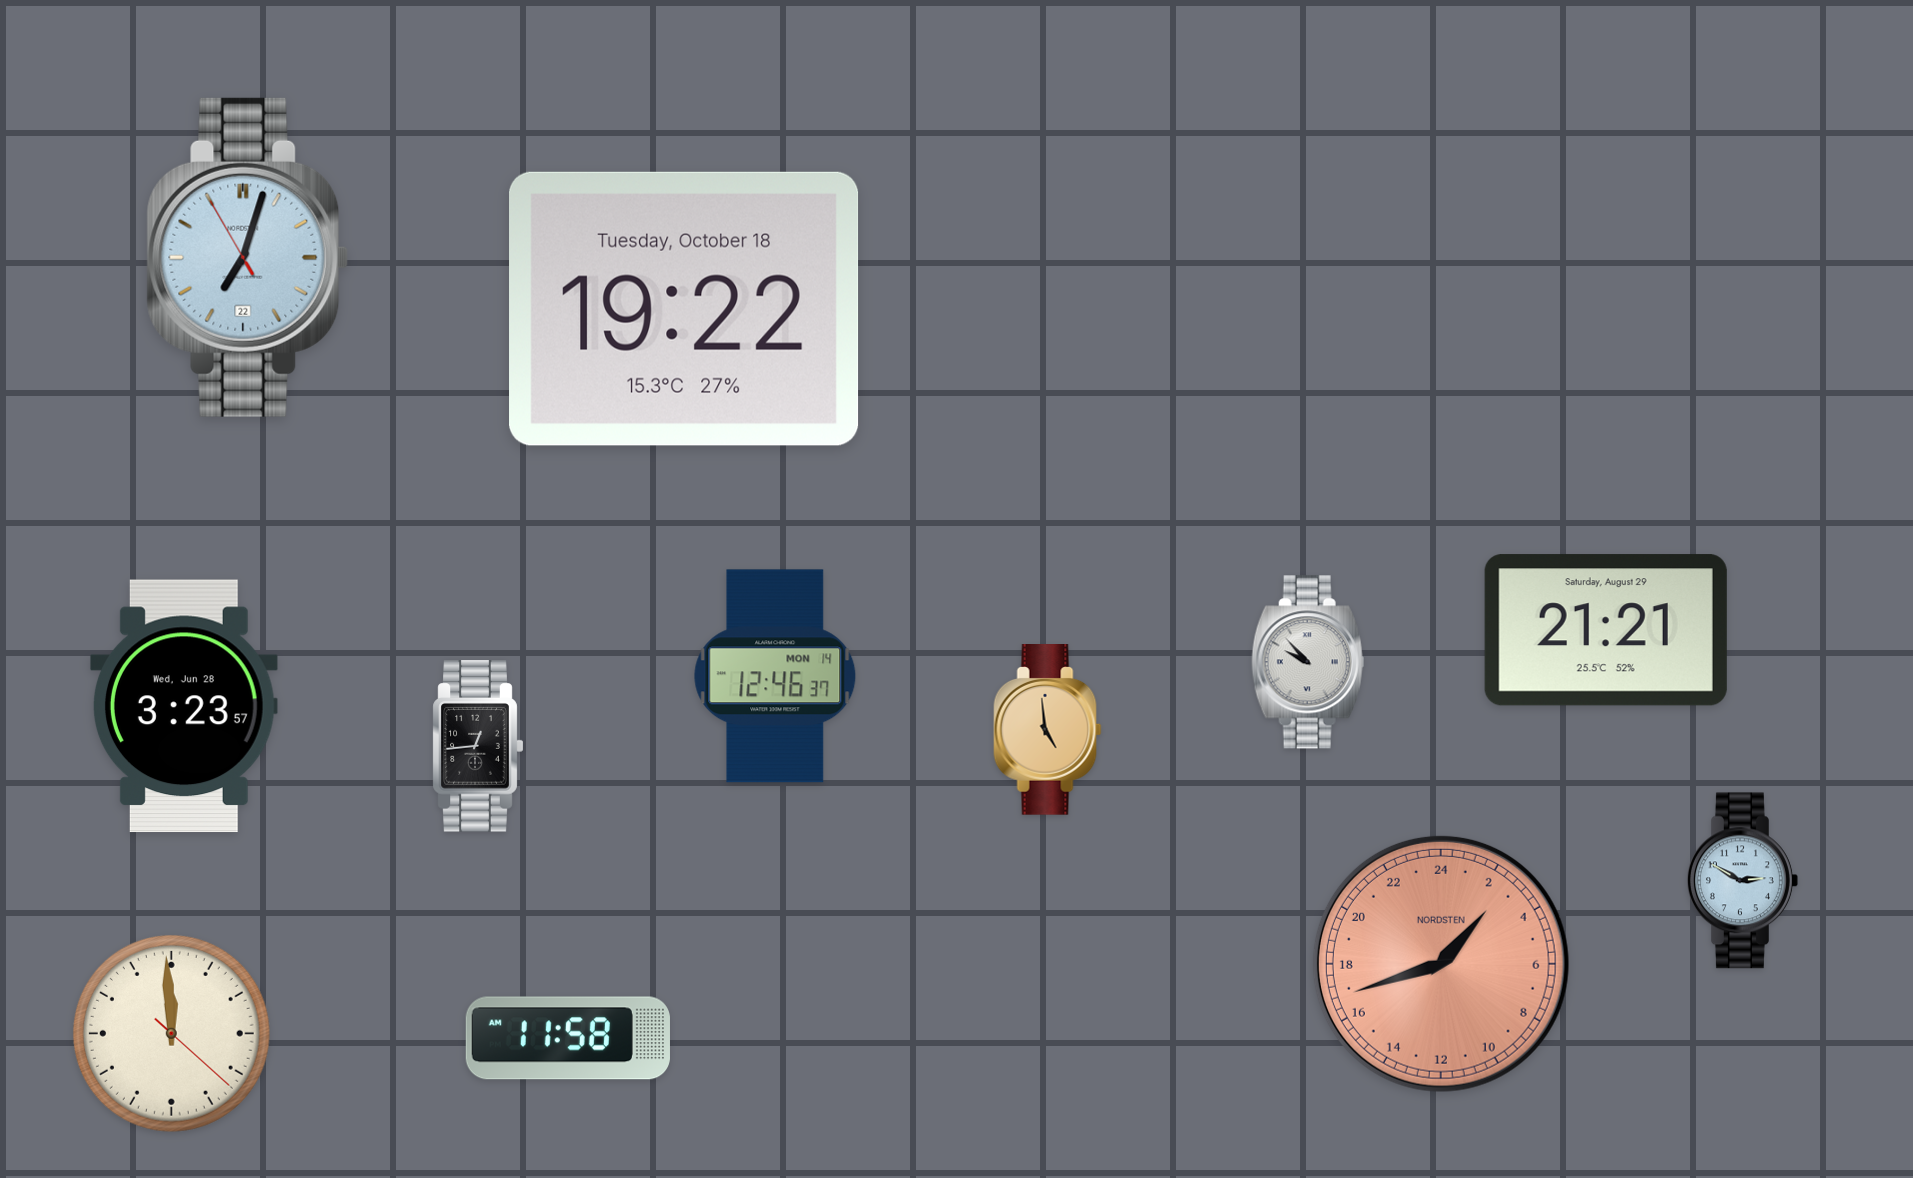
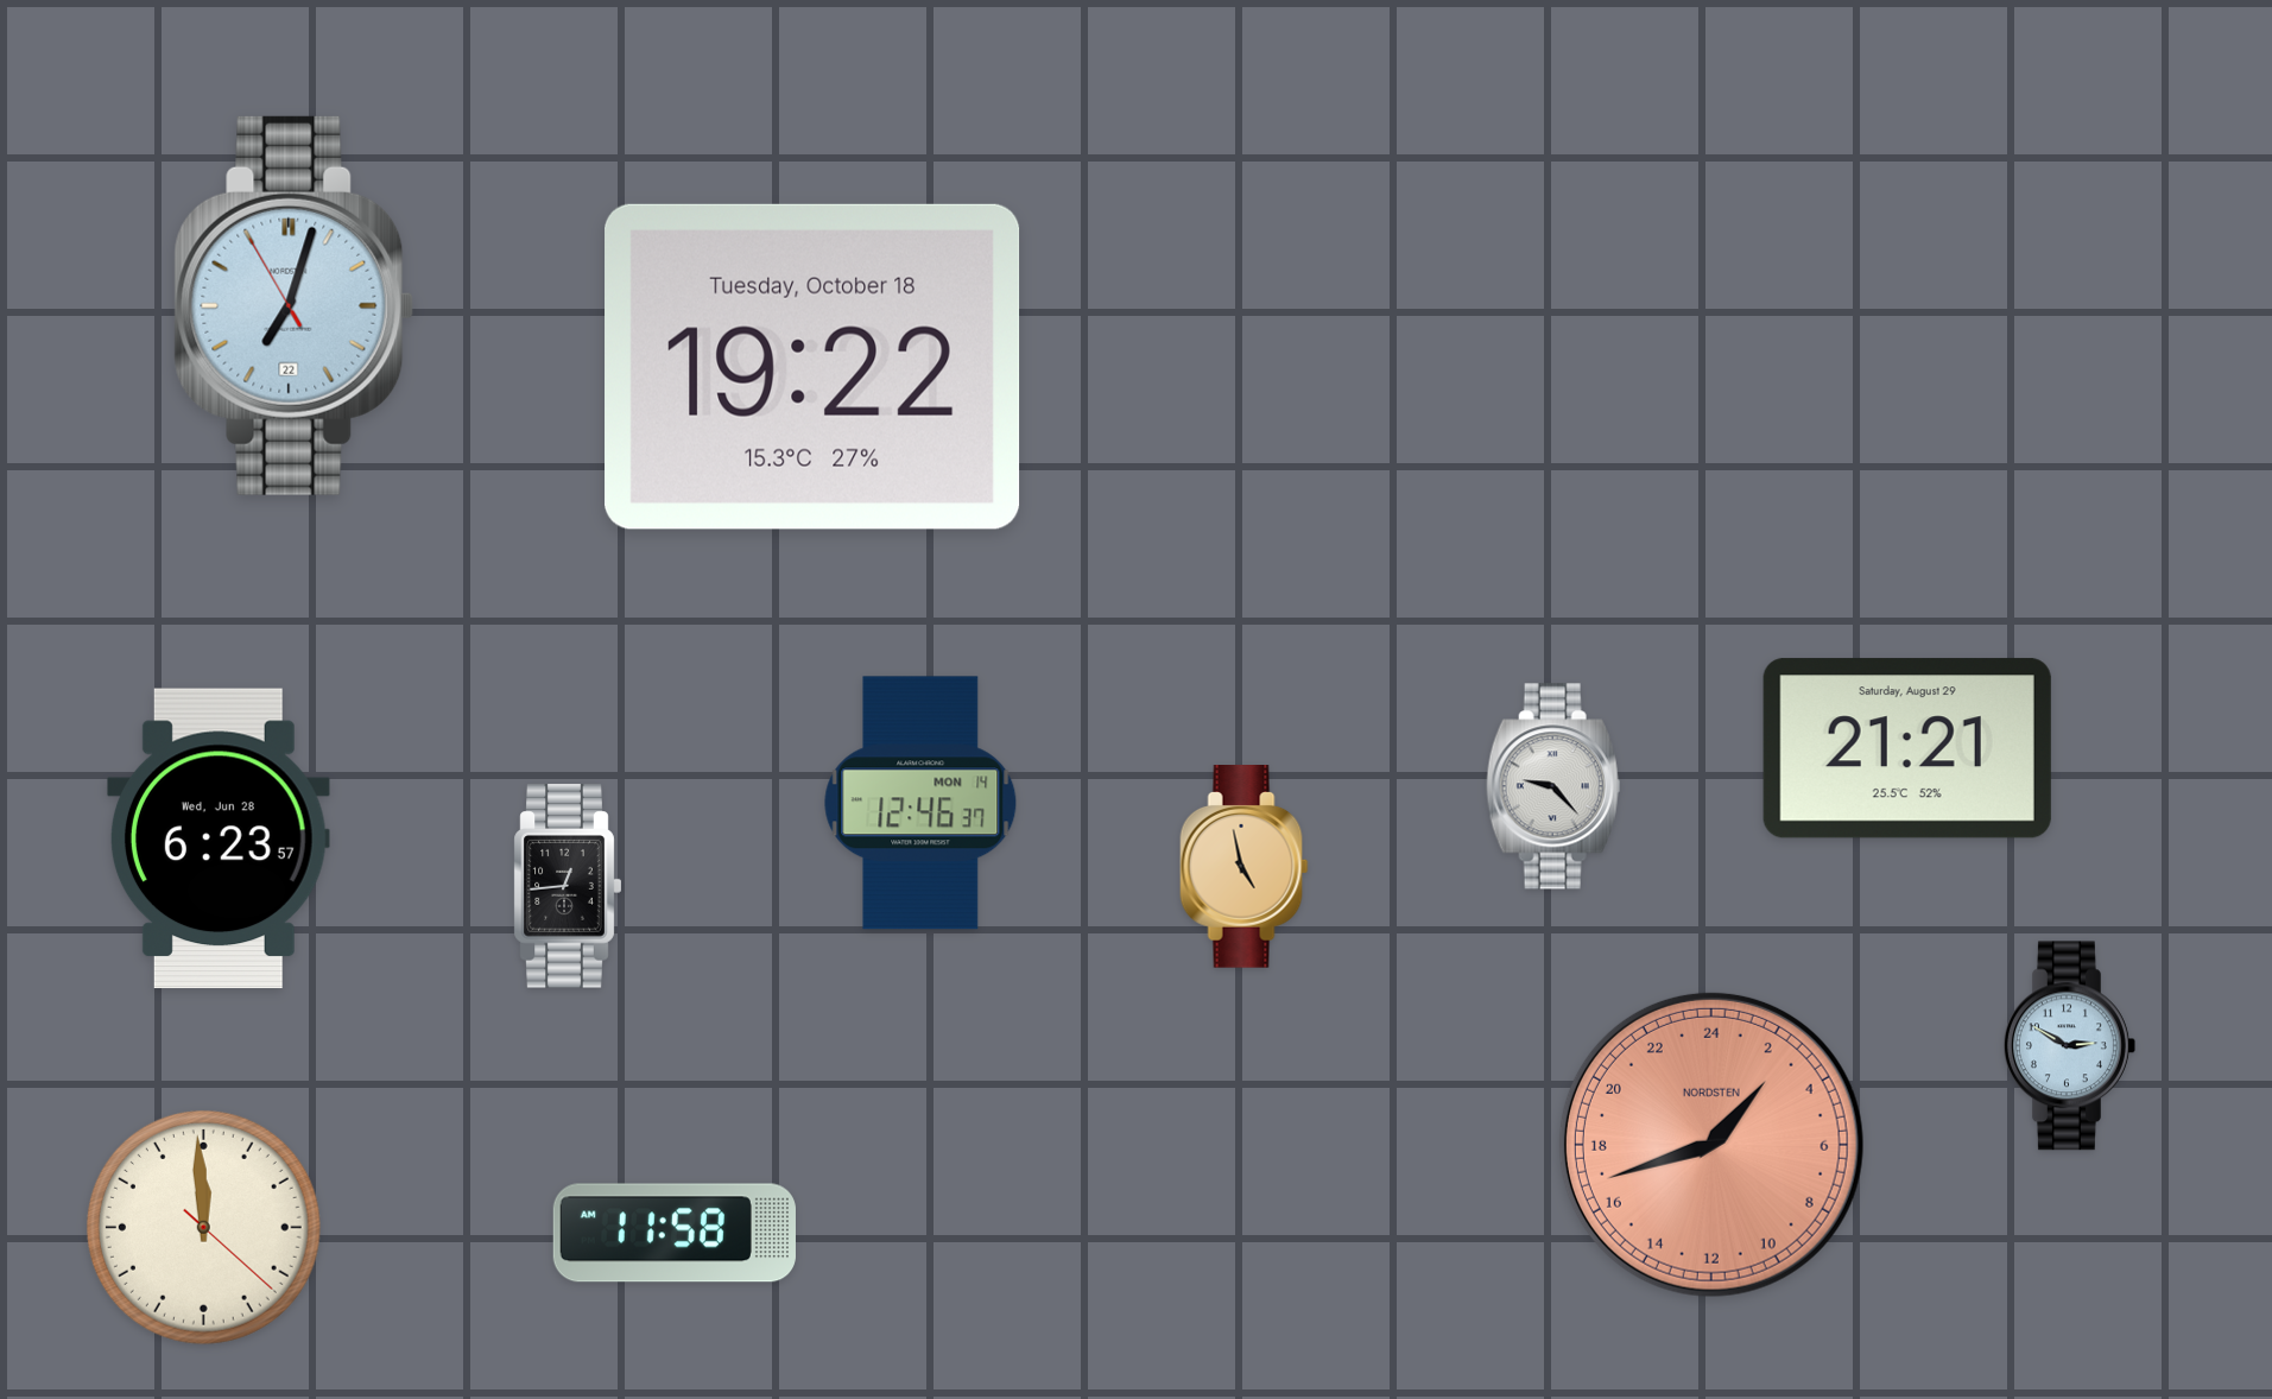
clock at (1308, 662): 9:53 -> 9:23
clock at (184, 706): 3:23 -> 6:23
clock at (1048, 730): 4:59 -> 4:58
